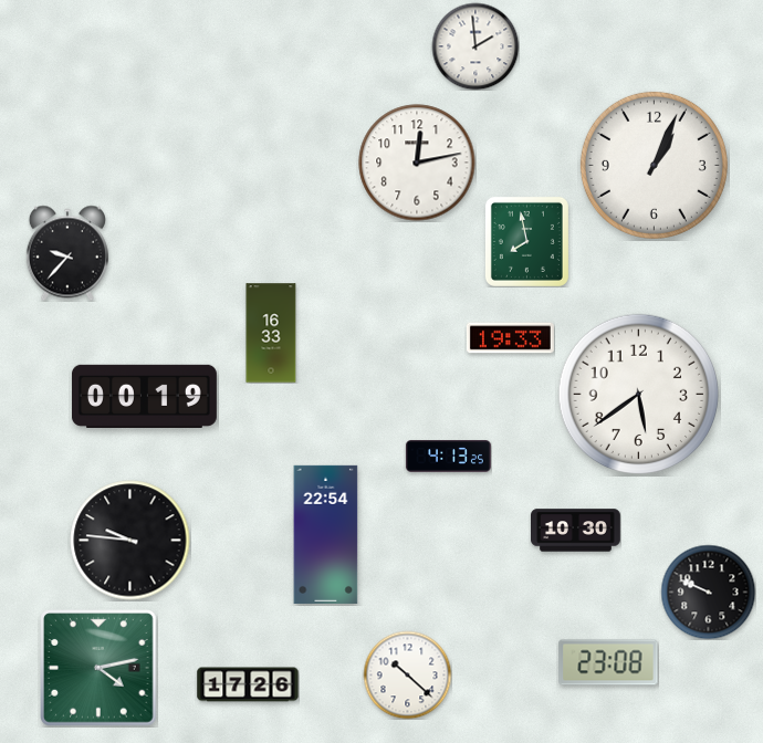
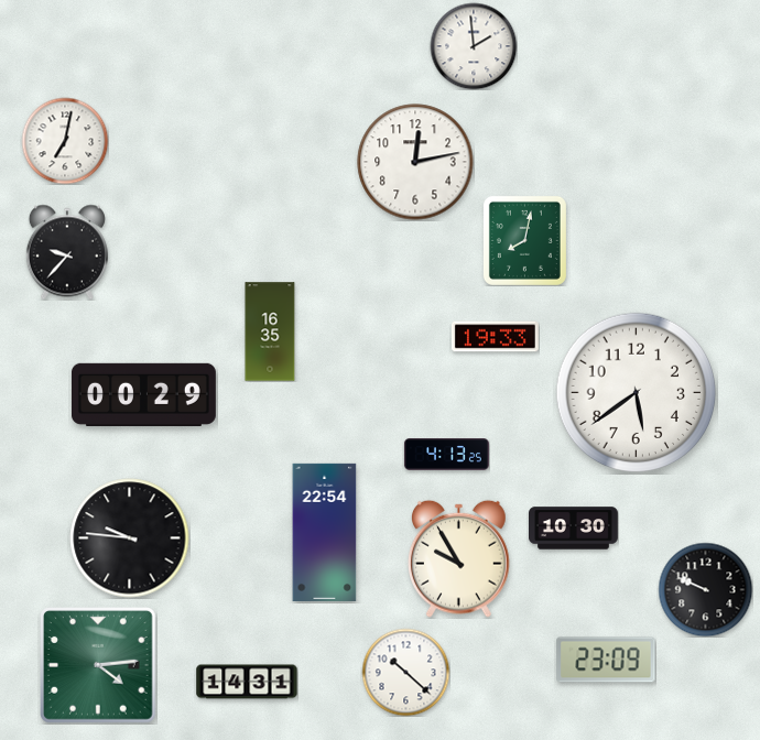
clock at (65, 141): none -> 7:02
clock at (654, 165): 1:04 -> none
clock at (526, 241): 7:58 -> 8:02
clock at (271, 333): 16:33 -> 16:35
clock at (510, 338) position: (510, 338) -> (495, 337)
clock at (144, 396): 00:19 -> 00:29
clock at (459, 558): none -> 9:55
clock at (608, 662): 23:08 -> 23:09
clock at (100, 669): 4:13 -> 4:14
clock at (248, 684): 17:26 -> 14:31
